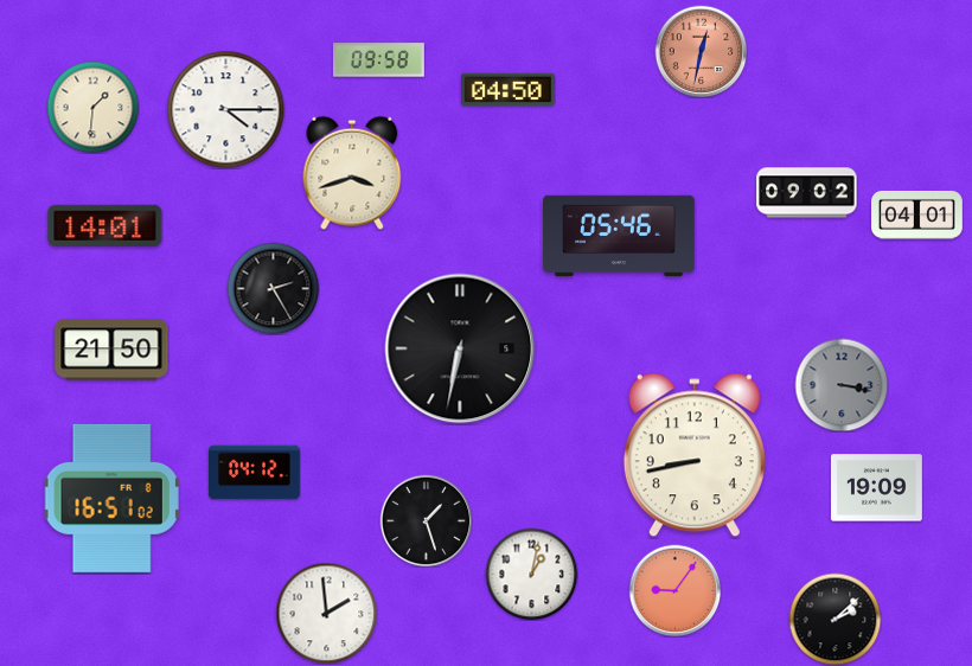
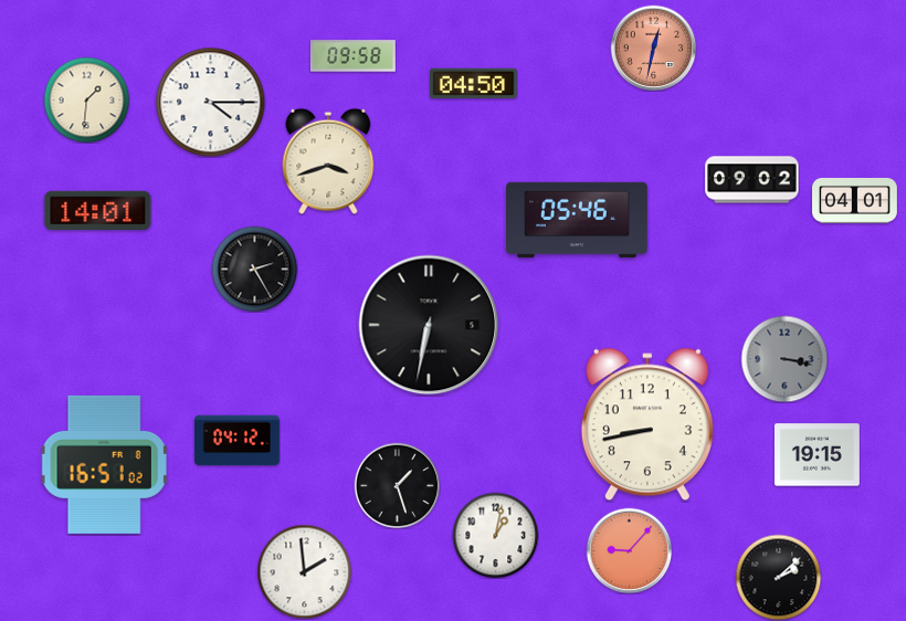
clock at (111, 350): 21:50 -> none
clock at (876, 488): 19:09 -> 19:15
clock at (674, 590): 9:06 -> 9:07
